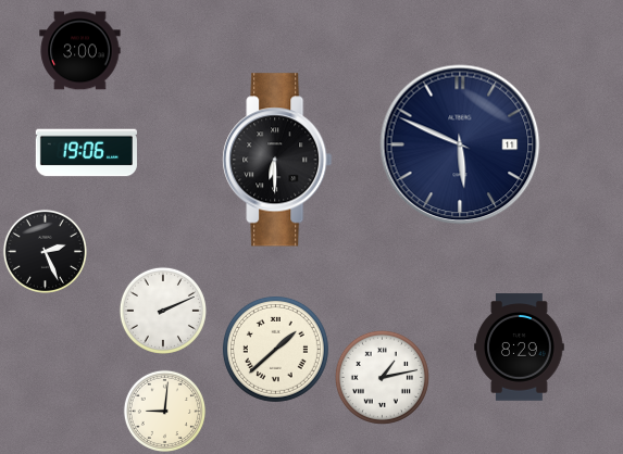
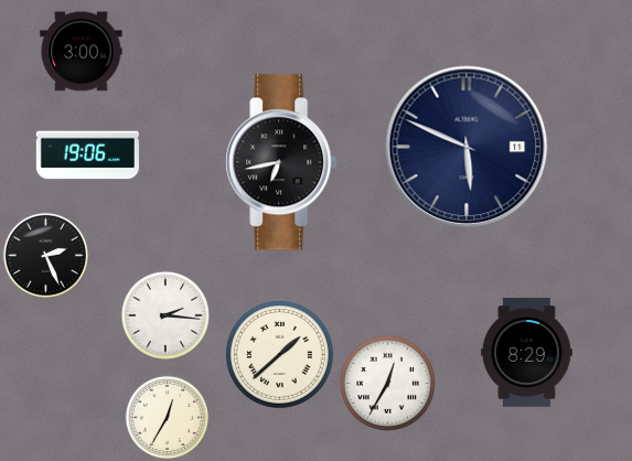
clock at (277, 160): 6:30 -> 6:43
clock at (163, 311): 2:11 -> 2:16
clock at (382, 377): 1:13 -> 12:35
clock at (164, 411): 9:01 -> 12:35
